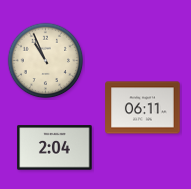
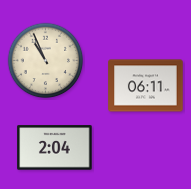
clock at (143, 108) position: (143, 108) -> (146, 86)
